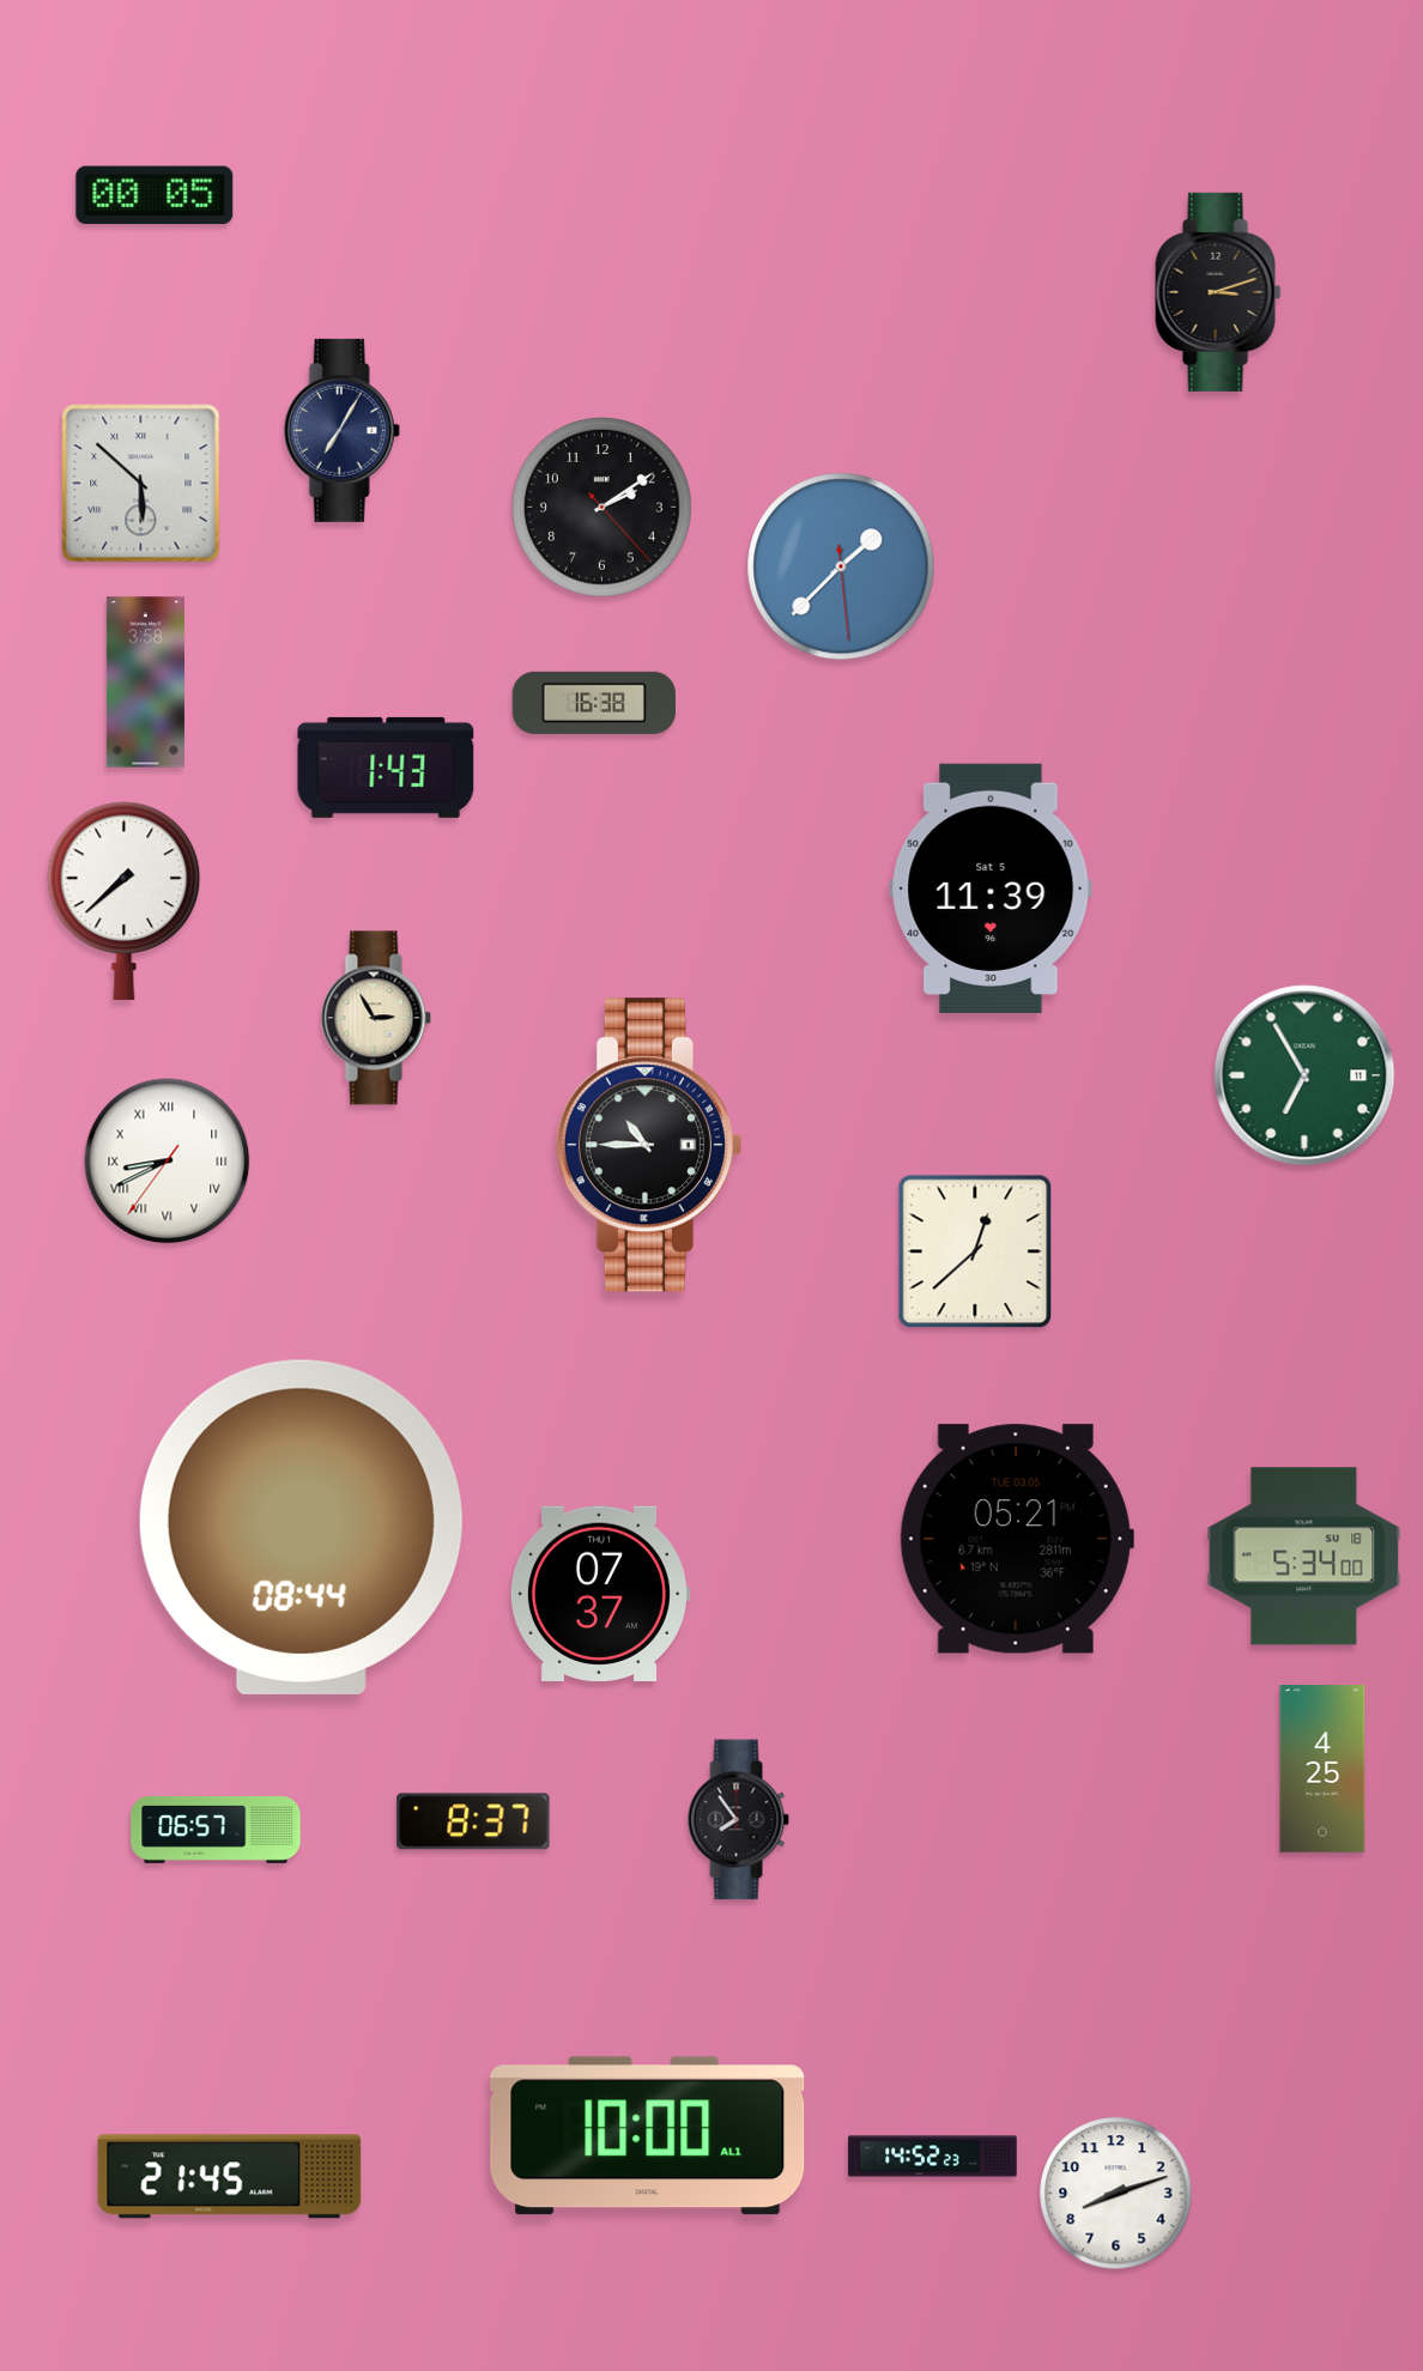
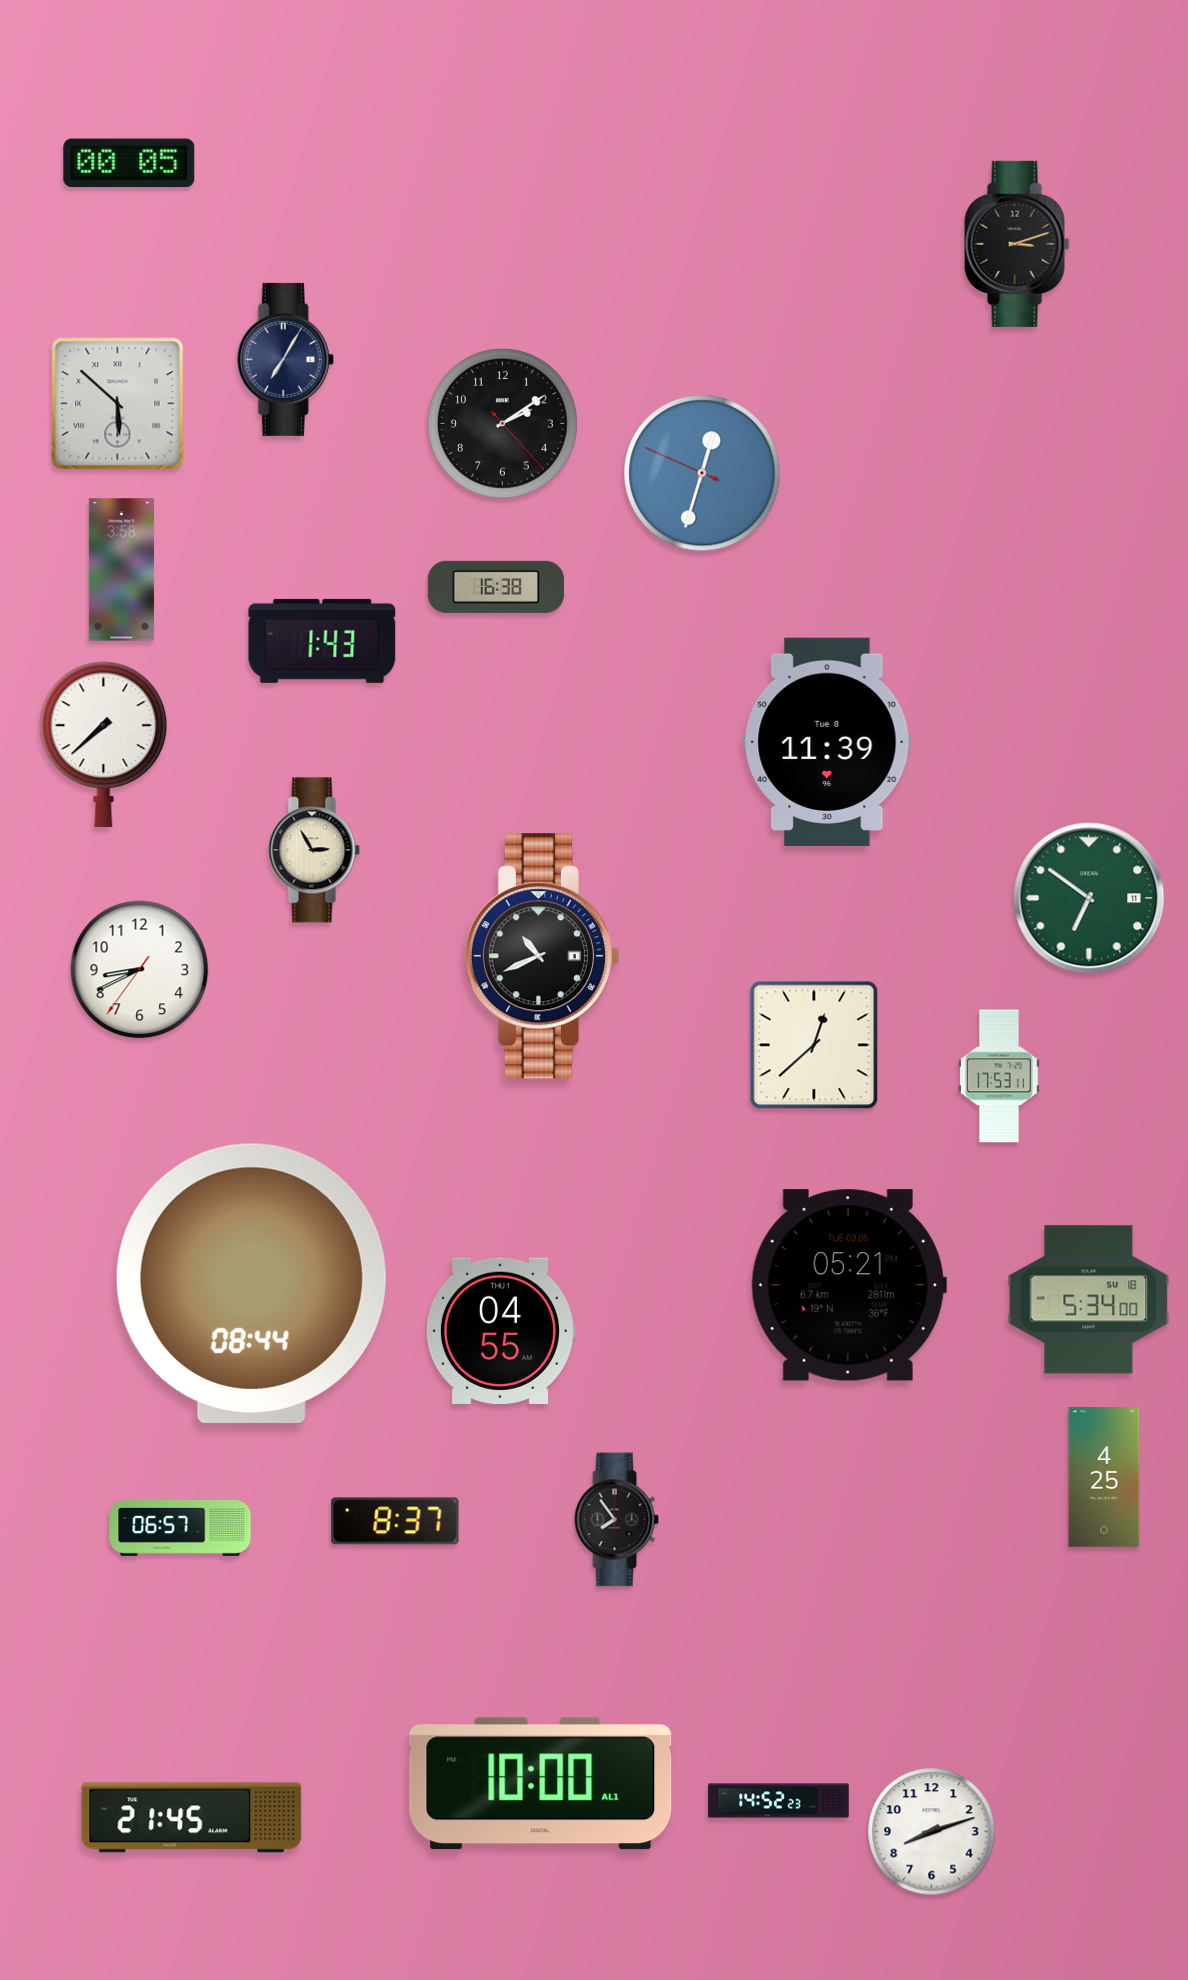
clock at (841, 566): 1:37 -> 12:32
clock at (991, 889) date: Sat 5 -> Tue 8
clock at (125, 901) position: (125, 901) -> (104, 744)
clock at (1304, 1075): 6:55 -> 6:51
clock at (648, 1145): 10:45 -> 10:41
clock at (168, 1162) numerals: Roman -> Arabic
clock at (999, 1076): none -> 17:53
clock at (301, 1527) position: (301, 1527) -> (251, 1283)
clock at (599, 1594): 07:37 -> 04:55
